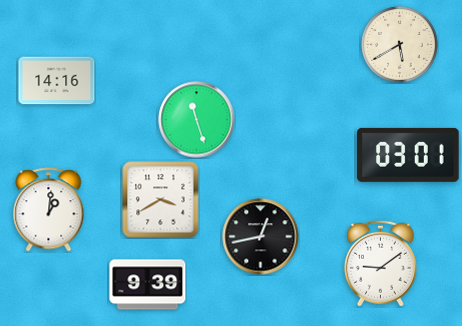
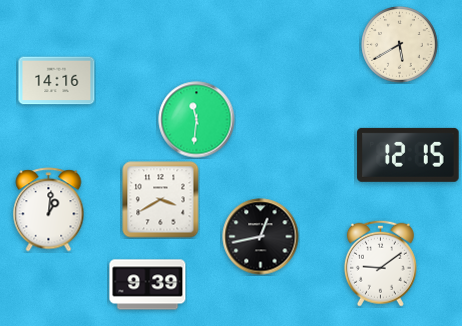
clock at (197, 120): 11:27 -> 11:31
clock at (408, 155): 03:01 -> 12:15
